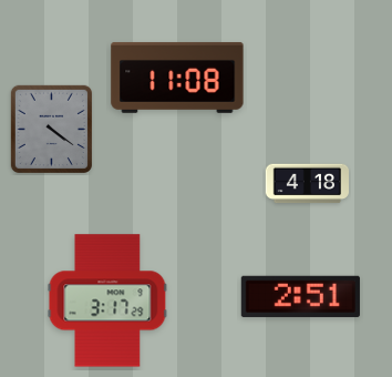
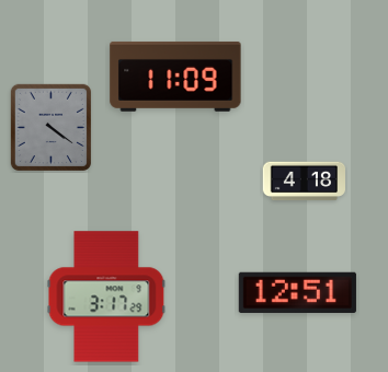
clock at (177, 78): 11:08 -> 11:09
clock at (300, 296): 2:51 -> 12:51
